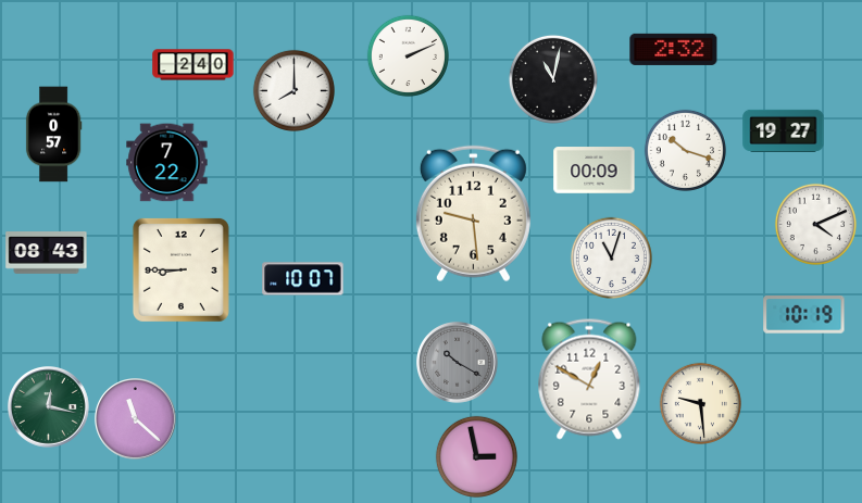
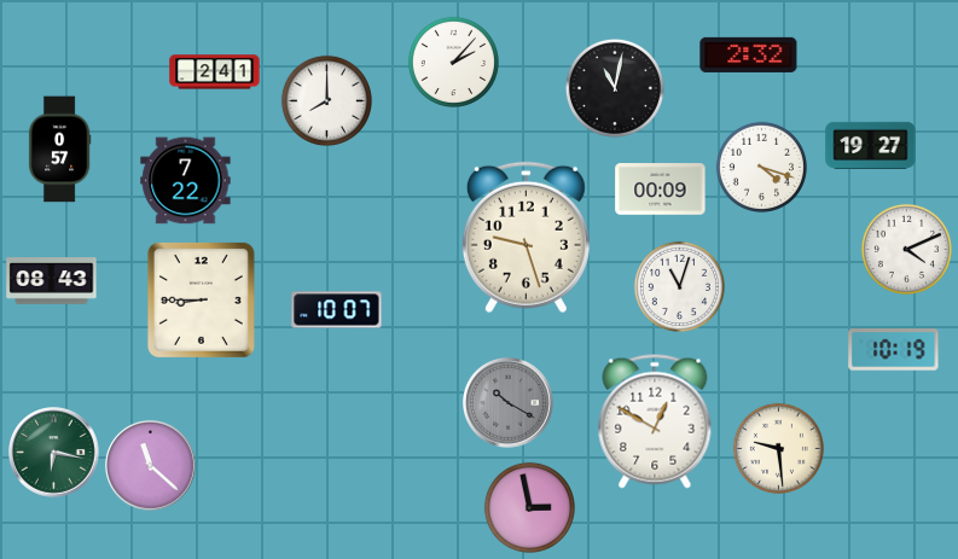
clock at (408, 55): 2:11 -> 2:07
clock at (193, 65): 2:40 -> 2:41
clock at (685, 150): 10:18 -> 4:18
clock at (473, 214): 9:29 -> 9:27
clock at (49, 407): 12:17 -> 6:17
